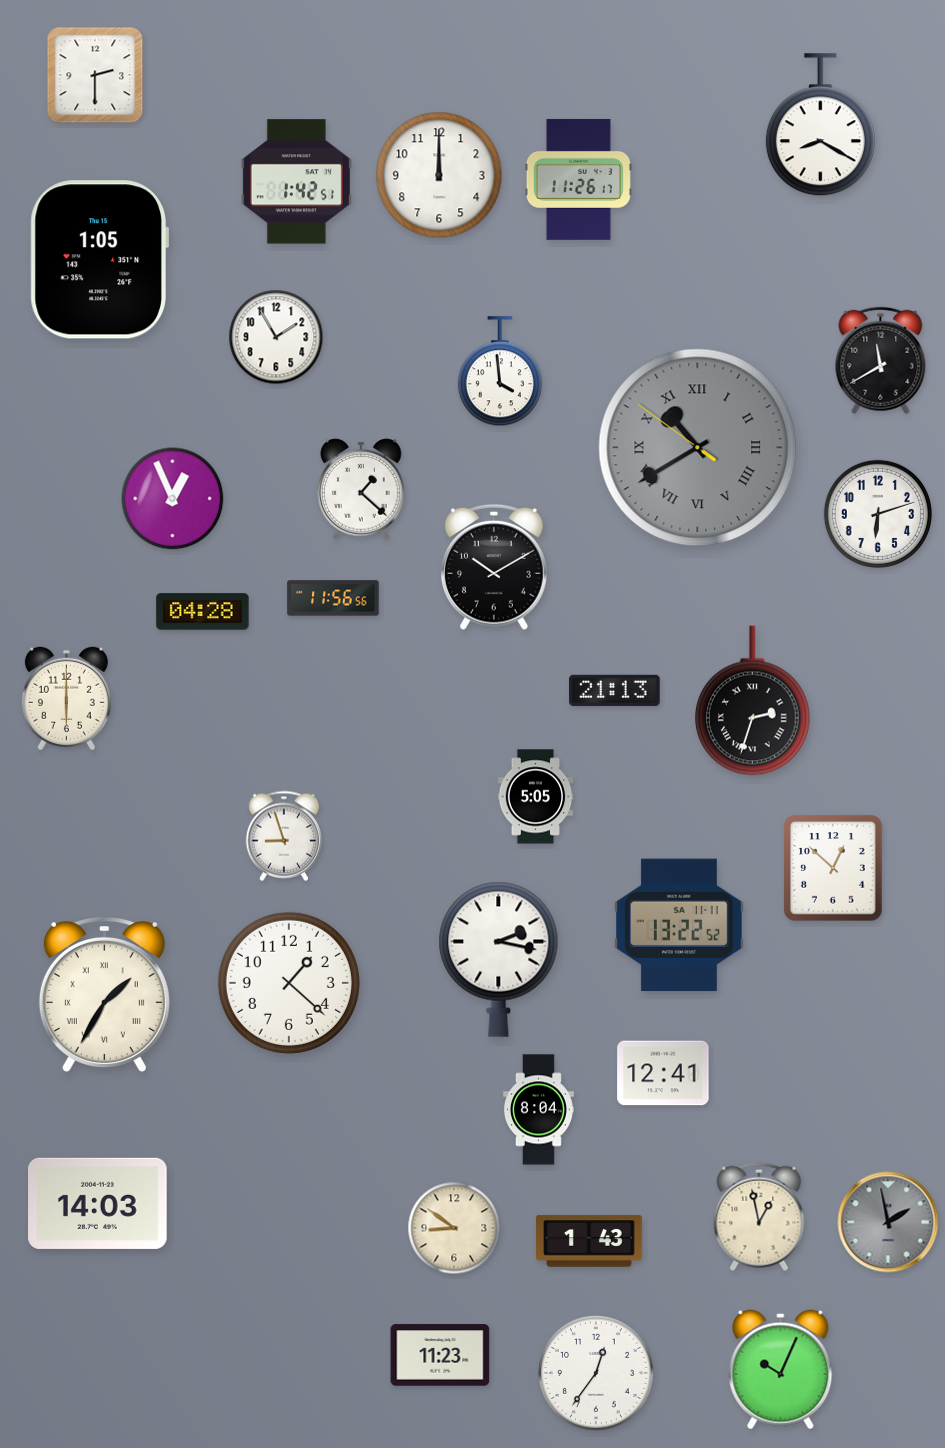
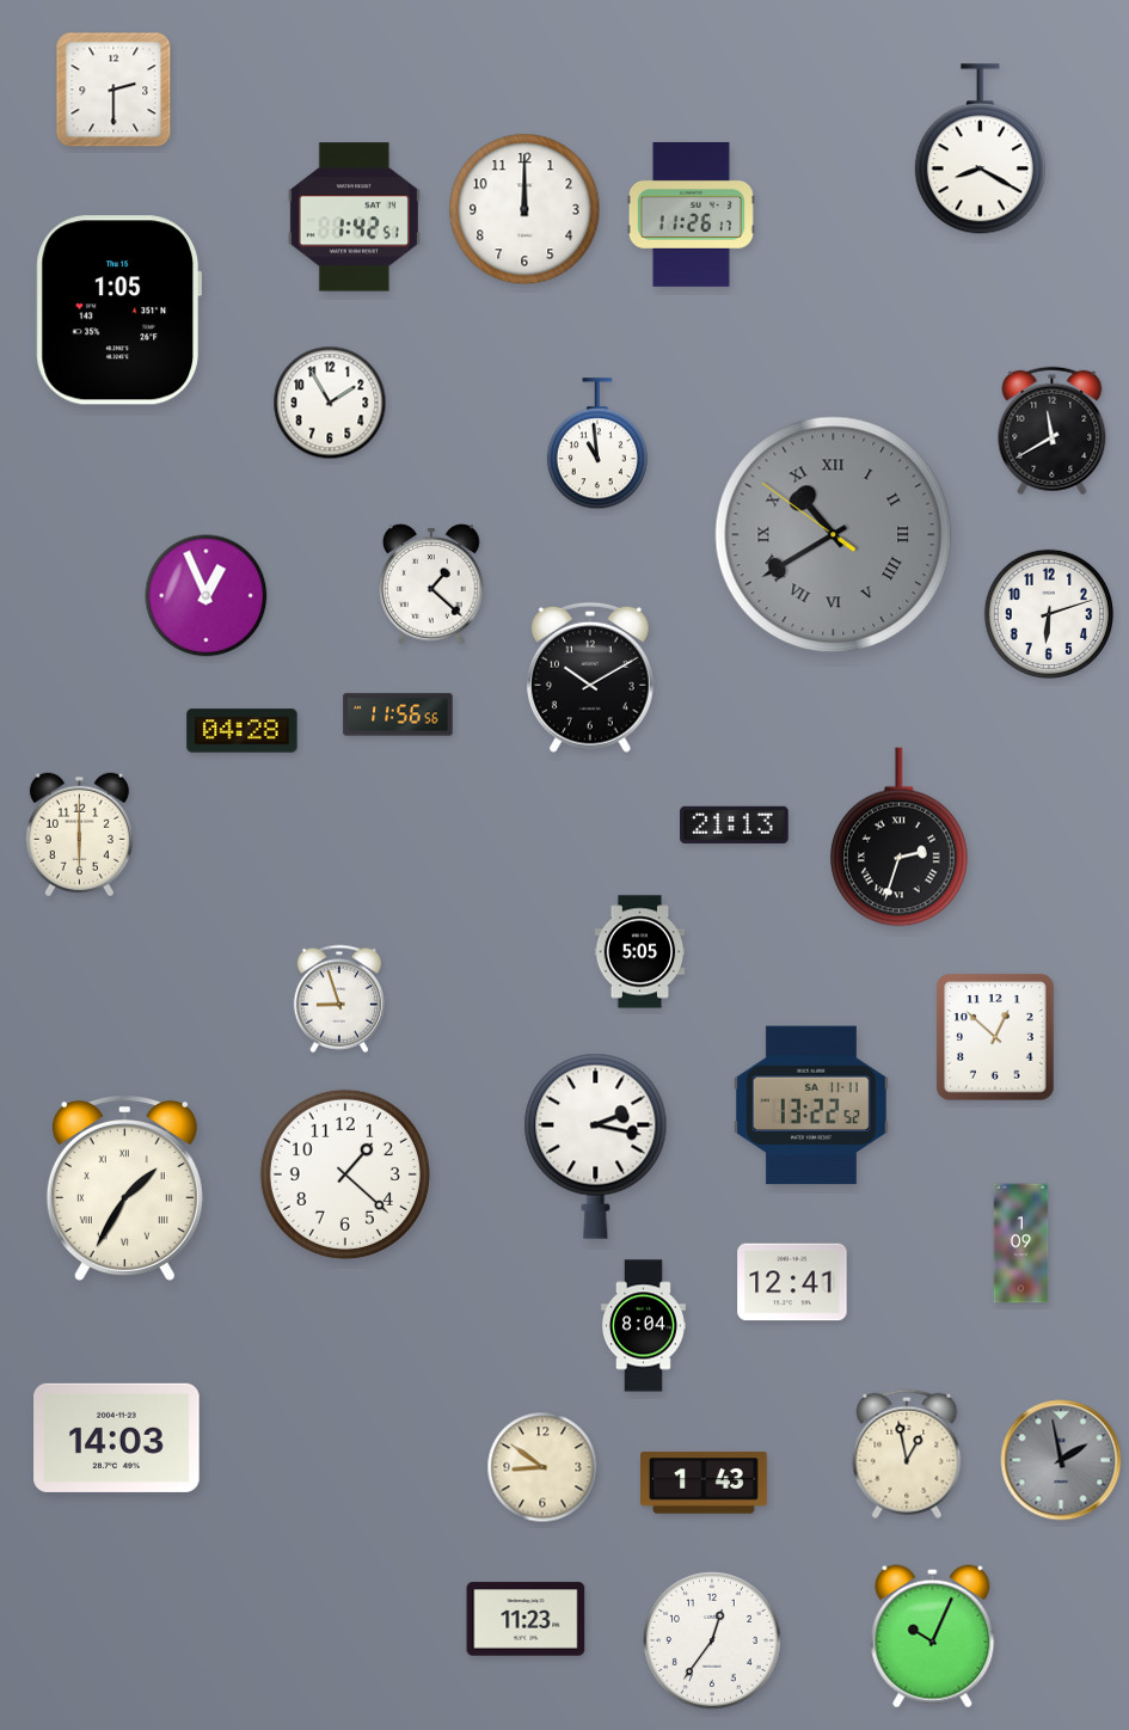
clock at (500, 372): 3:59 -> 10:59
clock at (1021, 1244): none -> 1:09
